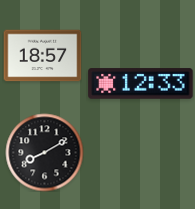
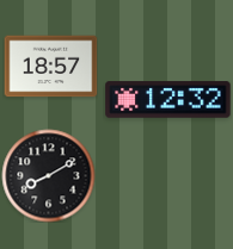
clock at (141, 84): 12:33 -> 12:32
clock at (44, 152) position: (44, 152) -> (48, 175)
